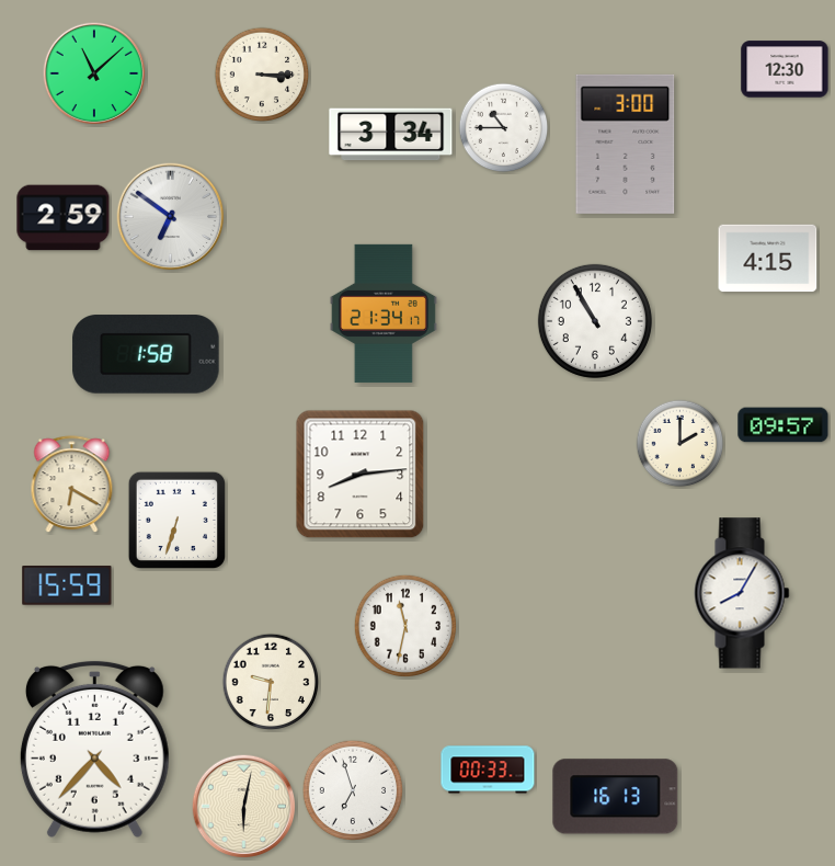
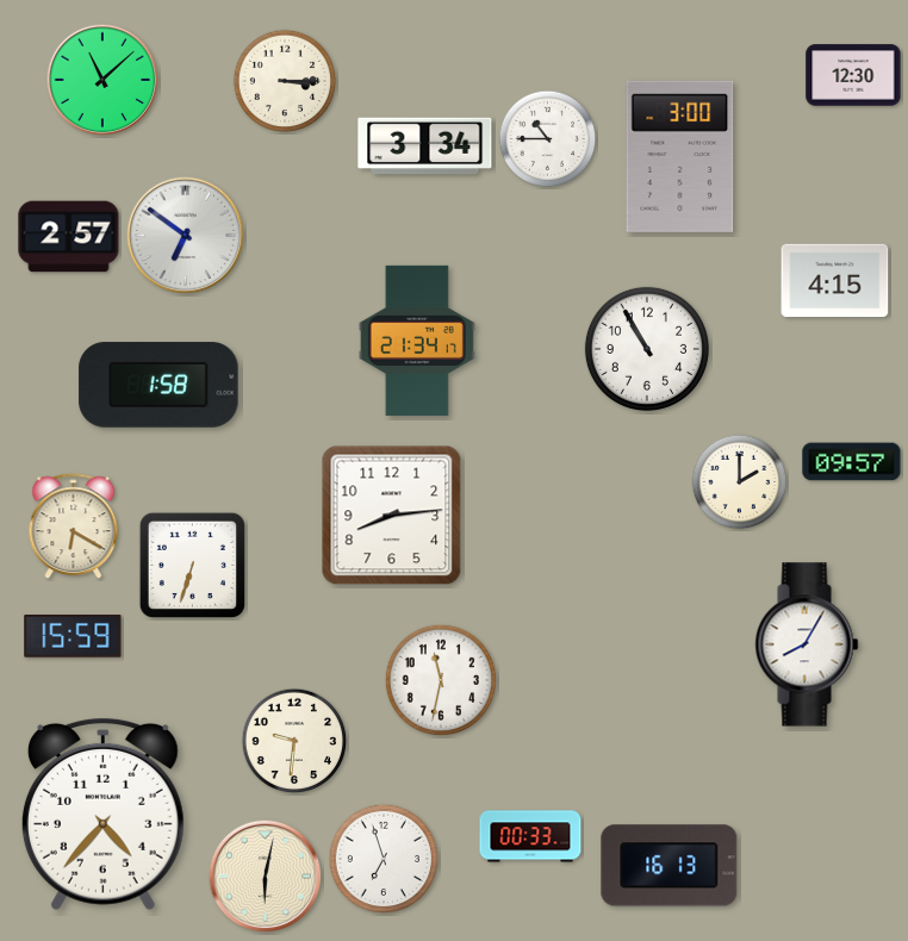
clock at (64, 218): 2:59 -> 2:57
clock at (72, 485) position: (72, 485) -> (74, 526)
